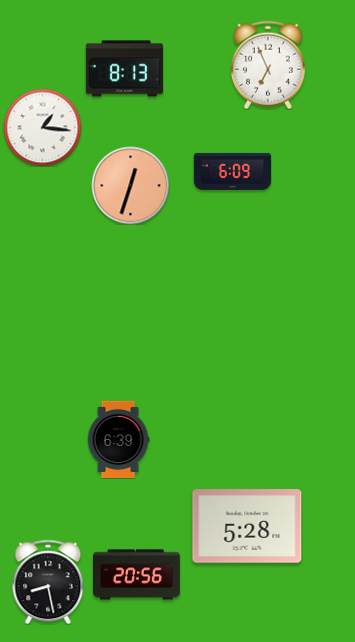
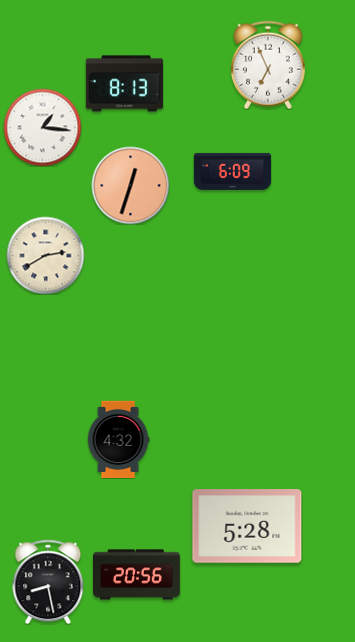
clock at (124, 69) position: (124, 69) -> (124, 84)
clock at (45, 255): none -> 2:40
clock at (118, 439): 6:39 -> 4:32
